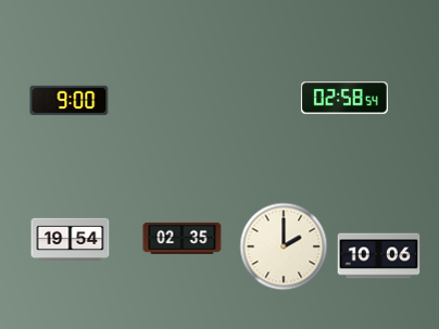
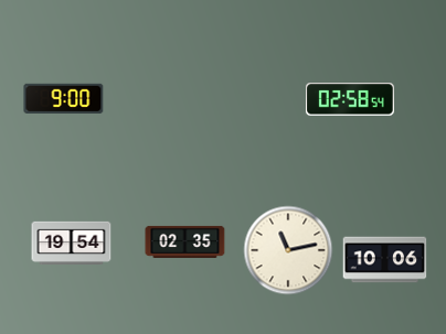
clock at (70, 100) position: (70, 100) -> (64, 98)
clock at (284, 246): 2:00 -> 11:13
